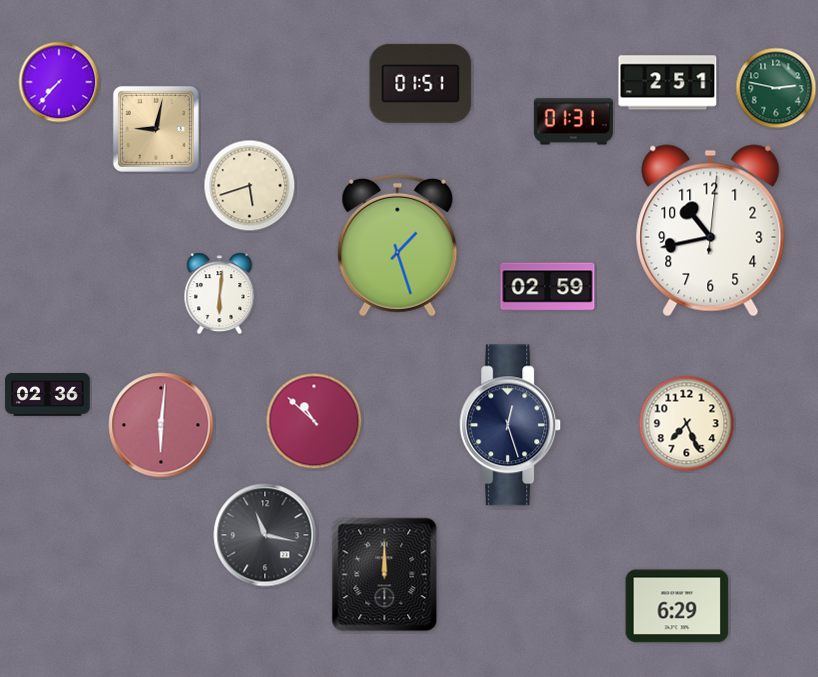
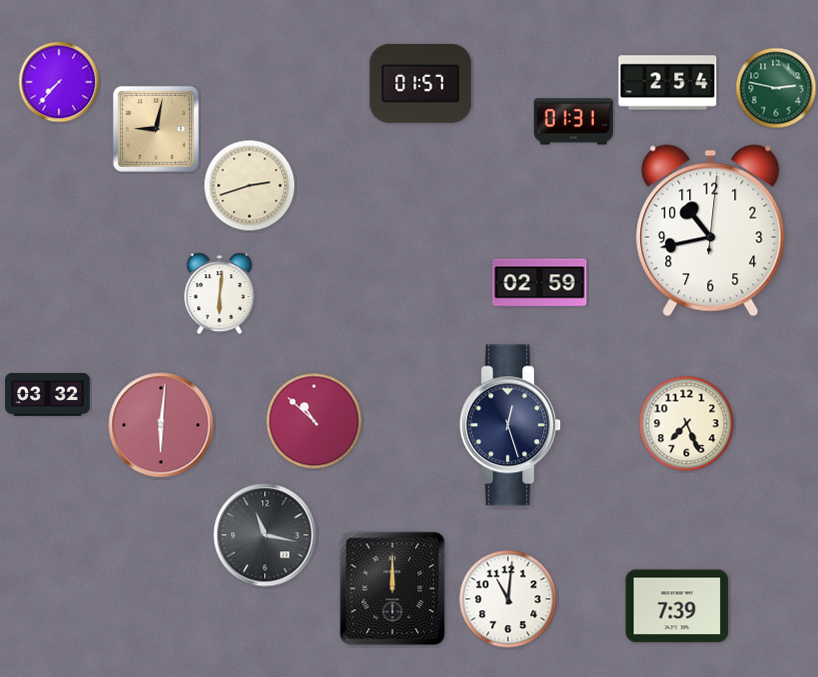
clock at (421, 83): 01:51 -> 01:57
clock at (668, 83): 2:51 -> 2:54
clock at (250, 186): 5:42 -> 2:42
clock at (398, 245): 1:27 -> none
clock at (548, 287) position: (548, 287) -> (540, 283)
clock at (48, 394): 02:36 -> 03:32
clock at (385, 575) position: (385, 575) -> (393, 589)
clock at (508, 599): none -> 11:01
clock at (677, 606): 6:29 -> 7:39
